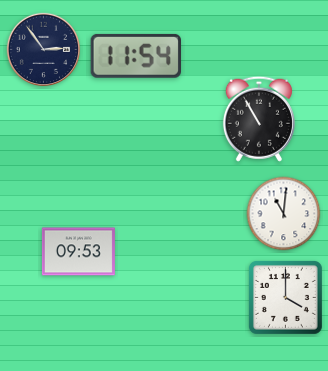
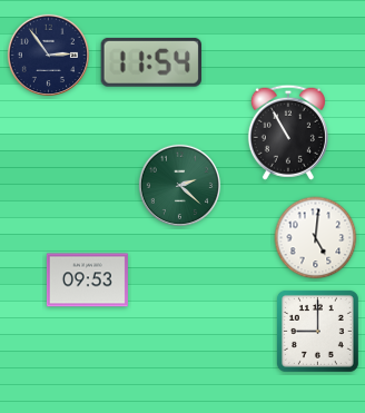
clock at (180, 186): none -> 2:22
clock at (284, 214): 11:01 -> 5:01
clock at (285, 297): 4:00 -> 9:00
